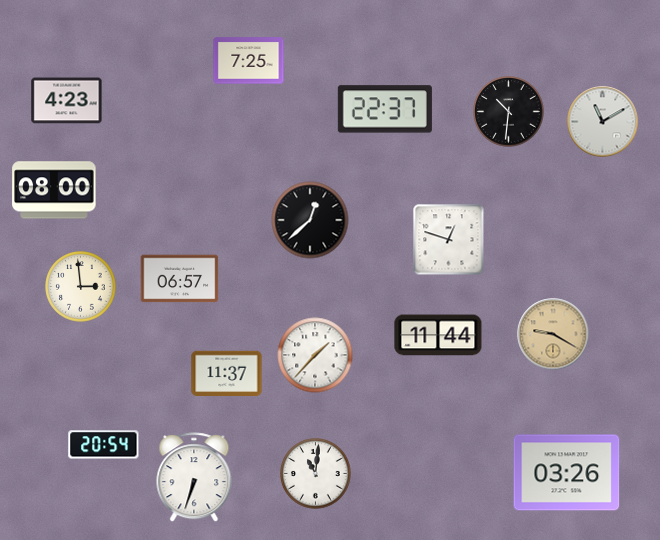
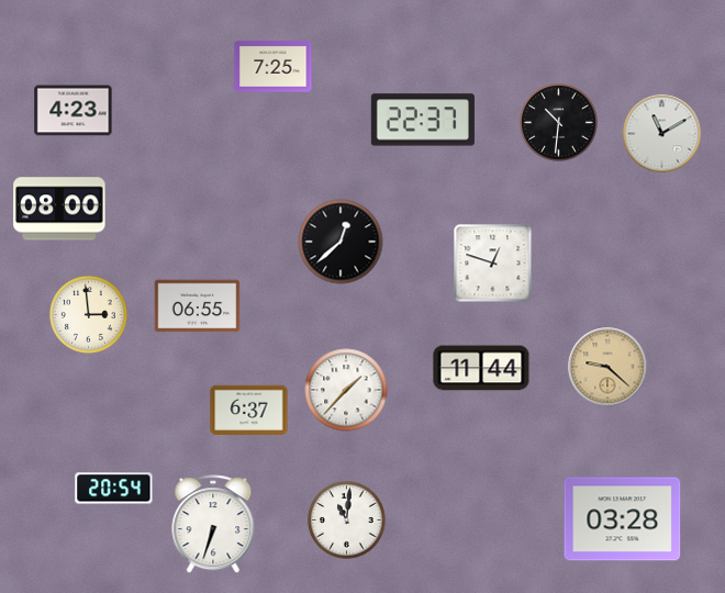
clock at (180, 279): 06:57 -> 06:55
clock at (553, 334): 9:20 -> 9:22
clock at (227, 373): 11:37 -> 6:37
clock at (567, 473): 03:26 -> 03:28
